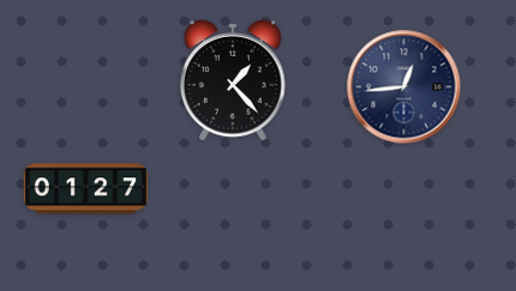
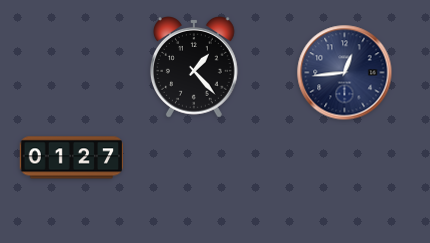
clock at (404, 87) position: (404, 87) -> (345, 73)
